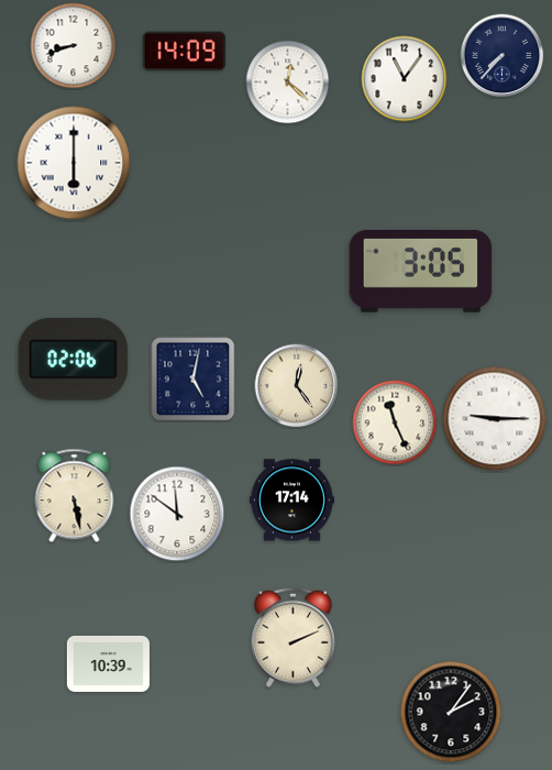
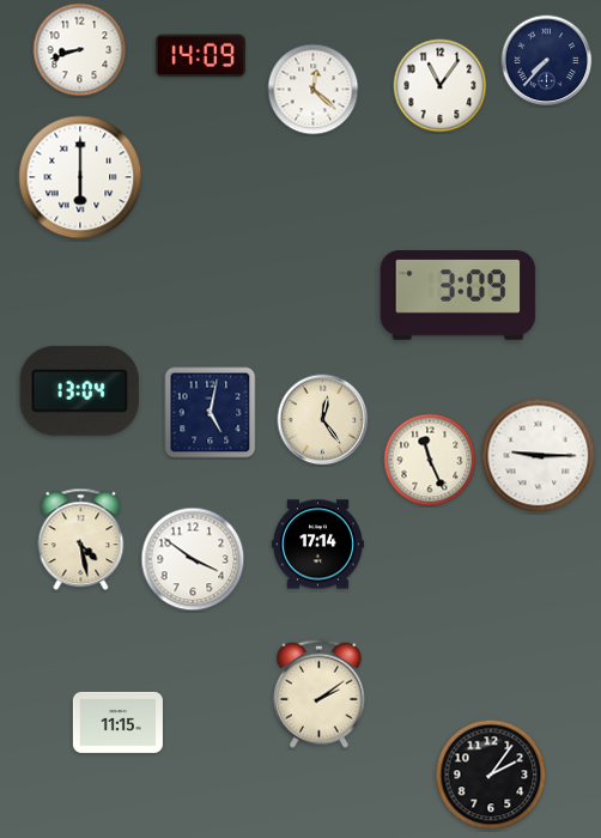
clock at (421, 272): 3:05 -> 3:09
clock at (74, 359): 02:06 -> 13:04
clock at (75, 496): 5:28 -> 4:28
clock at (177, 514): 11:51 -> 3:51
clock at (292, 637): 2:11 -> 2:09
clock at (108, 663): 10:39 -> 11:15
